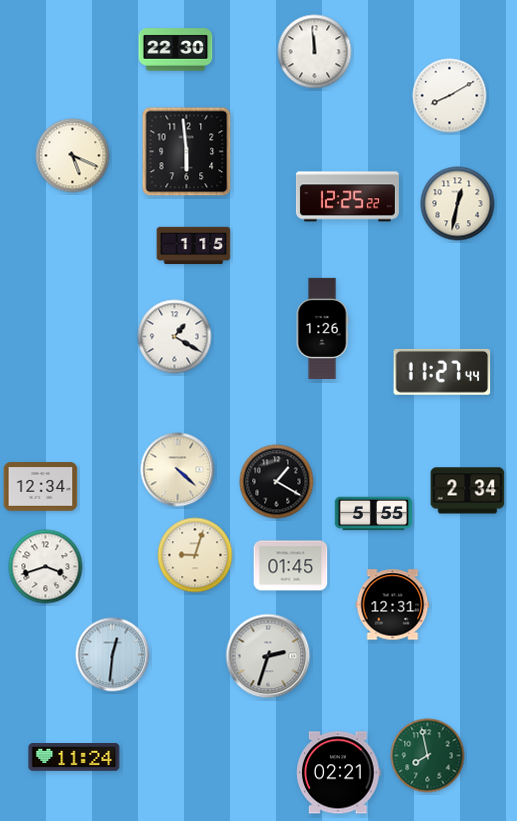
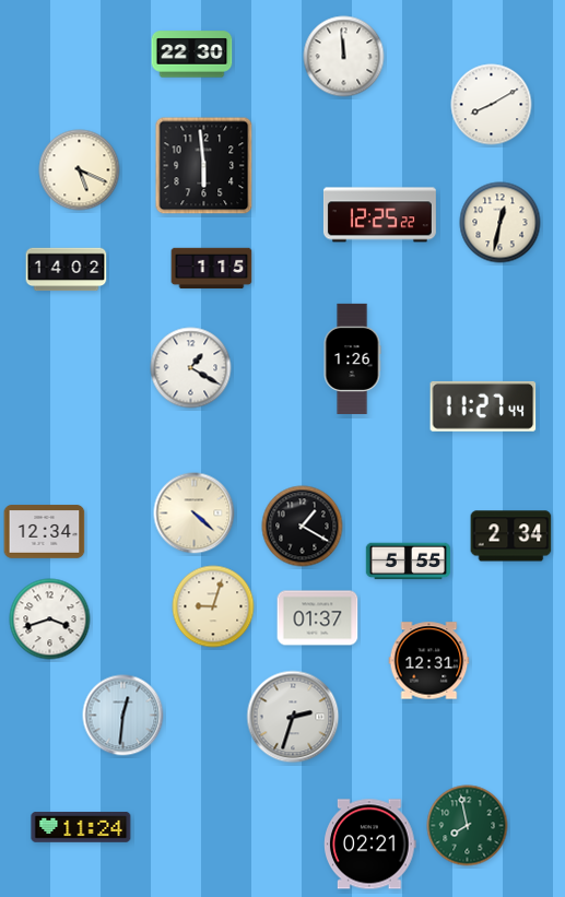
clock at (67, 270): none -> 14:02
clock at (291, 566): 01:45 -> 01:37
